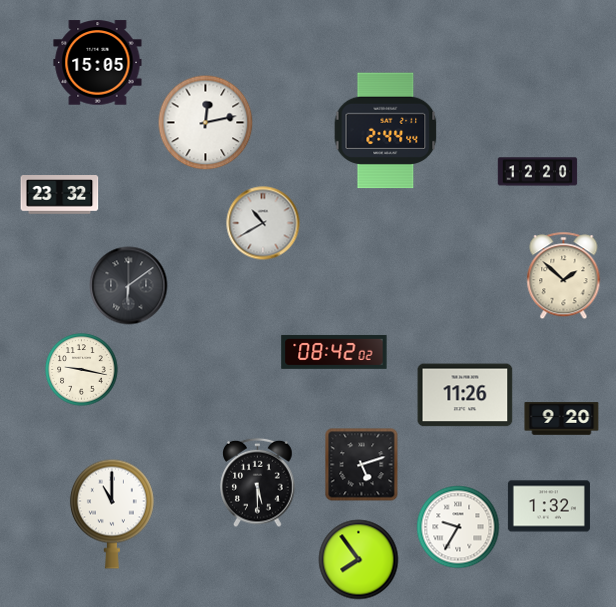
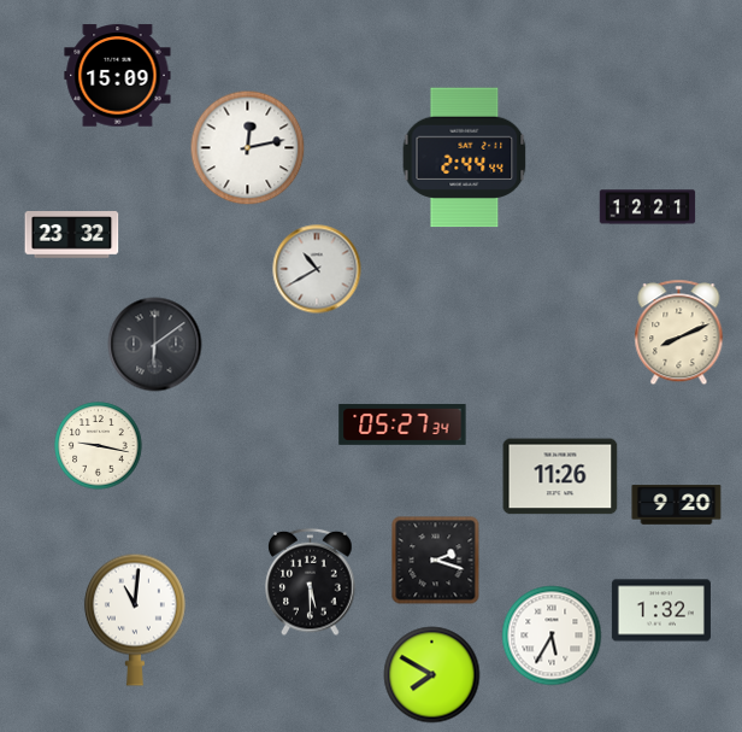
clock at (98, 63): 15:05 -> 15:09
clock at (538, 172): 12:20 -> 12:21
clock at (564, 276): 1:52 -> 8:11
clock at (334, 352): 08:42 -> 05:27
clock at (362, 465): 5:12 -> 2:18
clock at (112, 514): 11:00 -> 11:01
clock at (458, 527): 9:35 -> 5:35
clock at (359, 560): 7:54 -> 7:50
